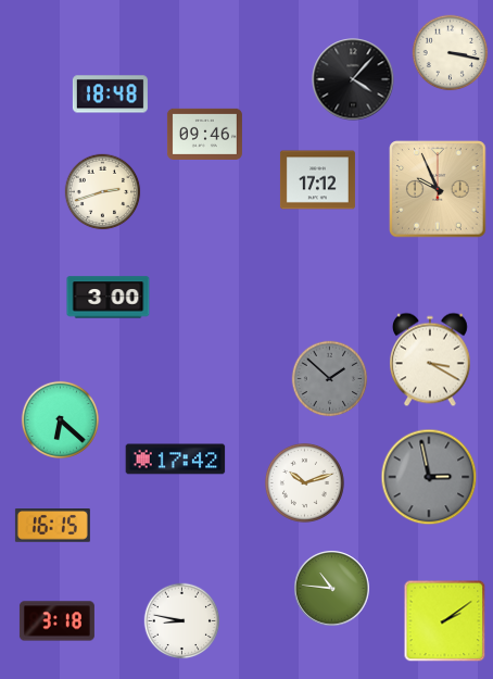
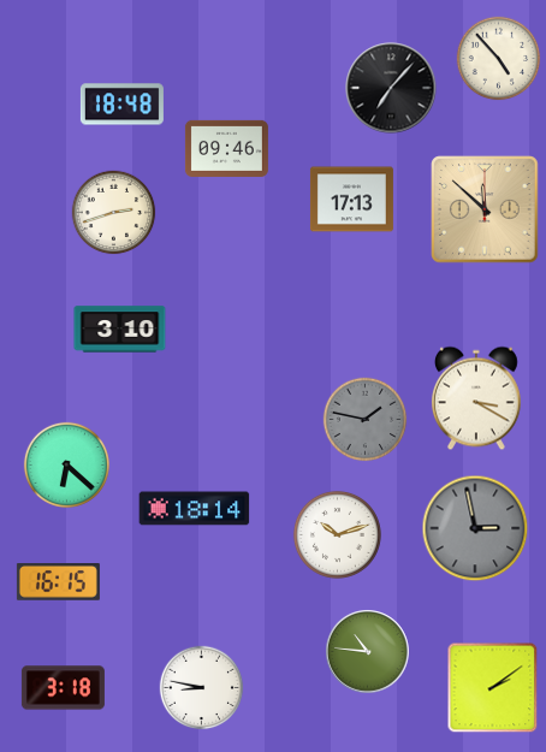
clock at (451, 53): 3:17 -> 4:53
clock at (353, 79): 4:07 -> 7:07
clock at (317, 180): 17:12 -> 17:13
clock at (438, 189): 9:56 -> 11:52
clock at (109, 298): 3:00 -> 3:10
clock at (330, 379): 1:52 -> 1:47
clock at (176, 460): 17:42 -> 18:14
